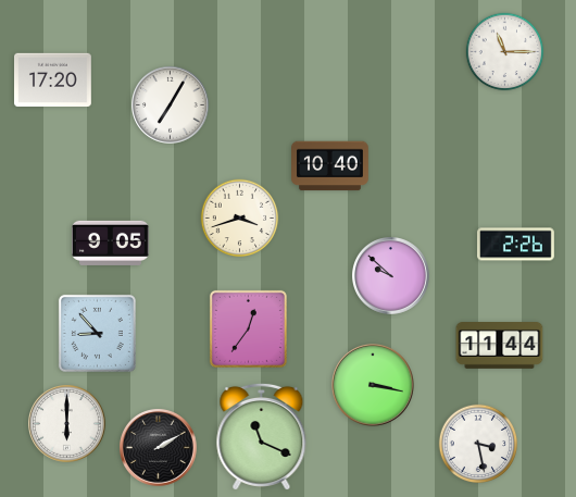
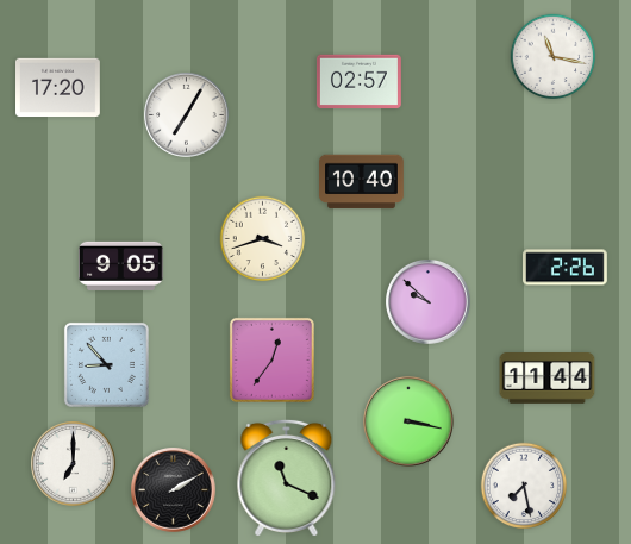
clock at (505, 52): 11:15 -> 11:17
clock at (360, 81): none -> 02:57
clock at (67, 424): 6:00 -> 7:00
clock at (478, 444): 3:28 -> 7:28
